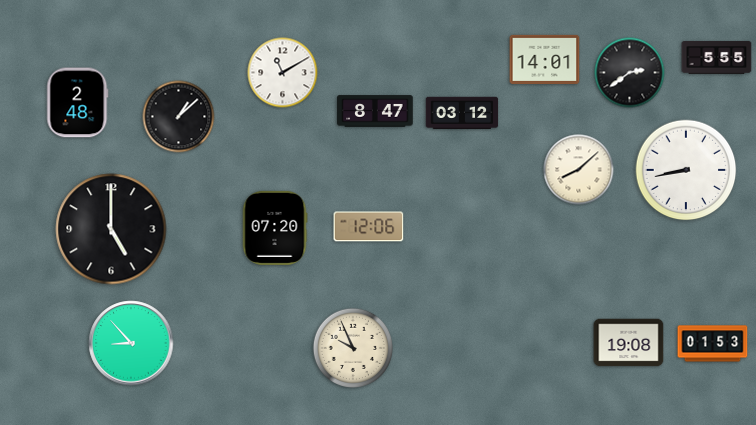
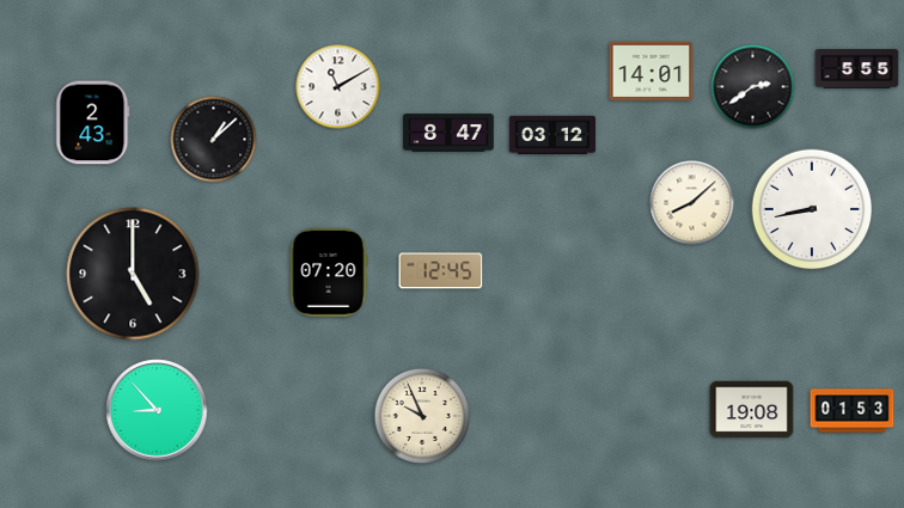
clock at (78, 103): 2:48 -> 2:43
clock at (686, 170) position: (686, 170) -> (812, 209)
clock at (369, 227): 12:06 -> 12:45
